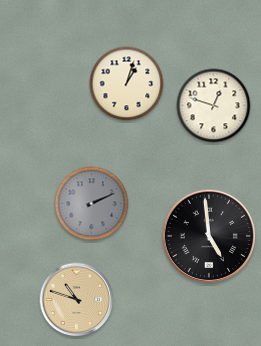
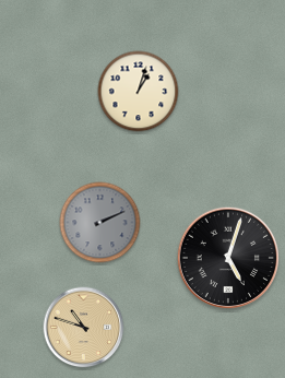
clock at (214, 106): 12:48 -> none
clock at (209, 236): 4:59 -> 5:03
